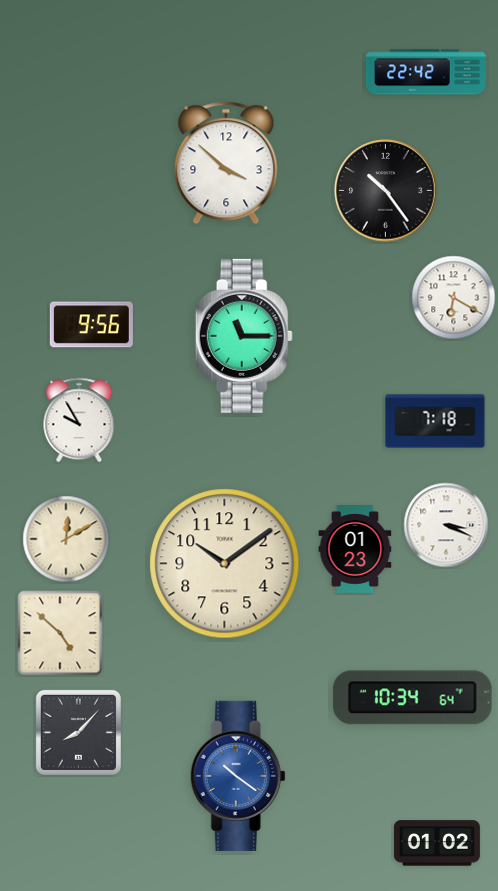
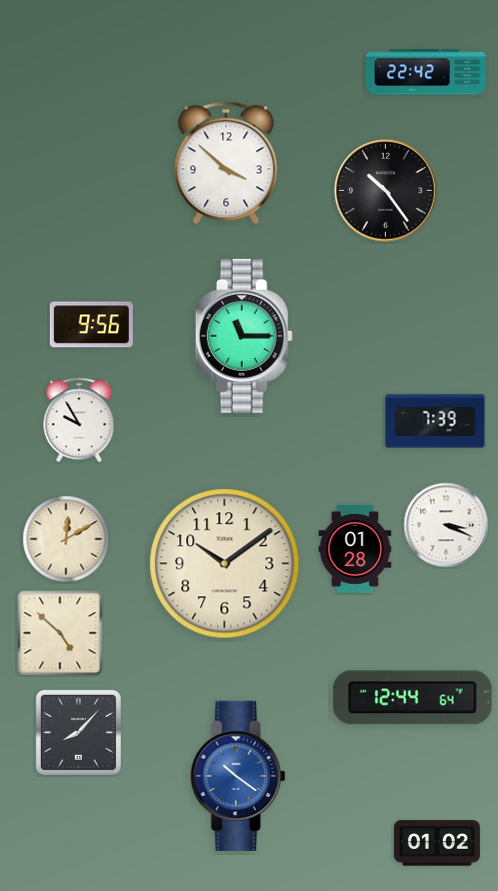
clock at (454, 298): 6:20 -> none
clock at (435, 421): 7:18 -> 7:39
clock at (355, 550): 01:23 -> 01:28
clock at (412, 698): 10:34 -> 12:44
